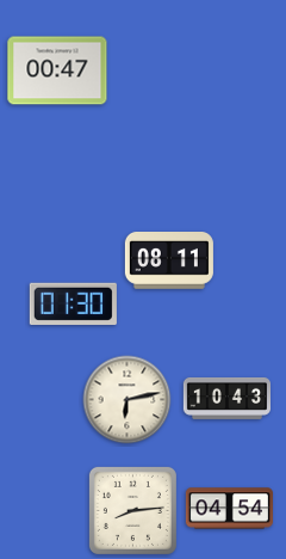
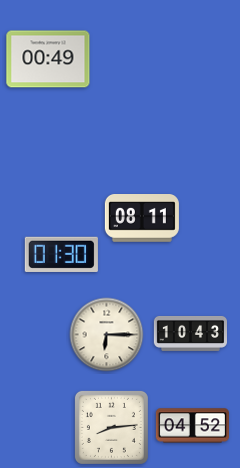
clock at (57, 70): 00:47 -> 00:49
clock at (128, 400): 6:13 -> 6:15
clock at (229, 509): 04:54 -> 04:52
